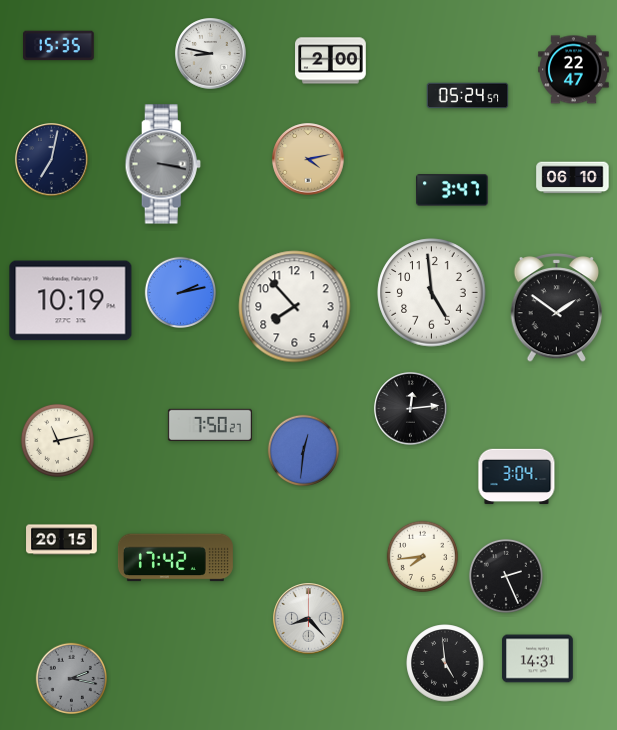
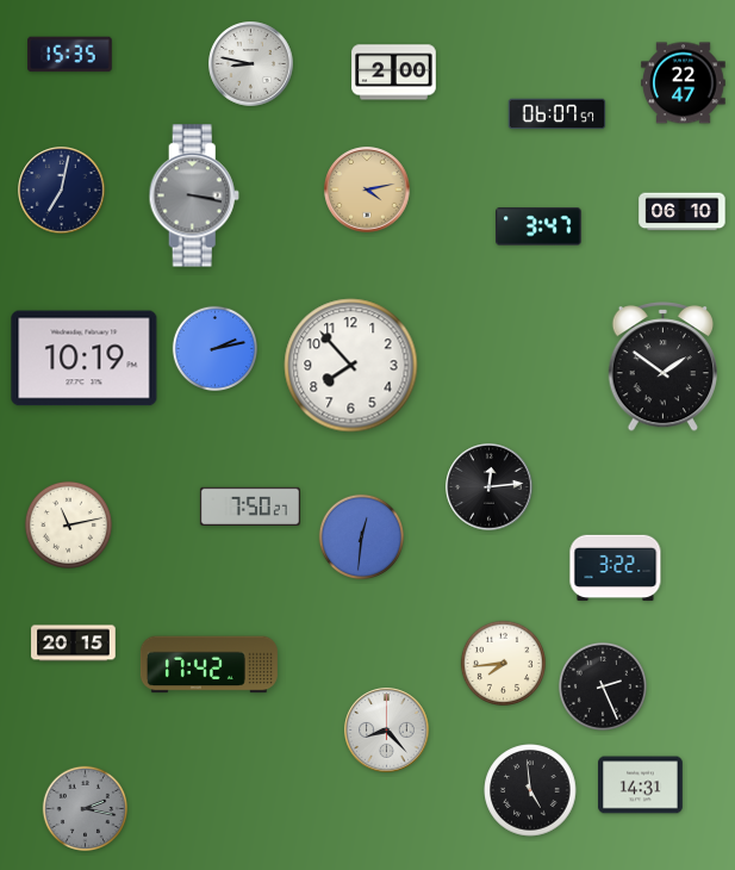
clock at (468, 96): 05:24 -> 06:07
clock at (432, 293): 4:59 -> none
clock at (517, 477): 3:04 -> 3:22
clock at (309, 619) position: (309, 619) -> (387, 731)
